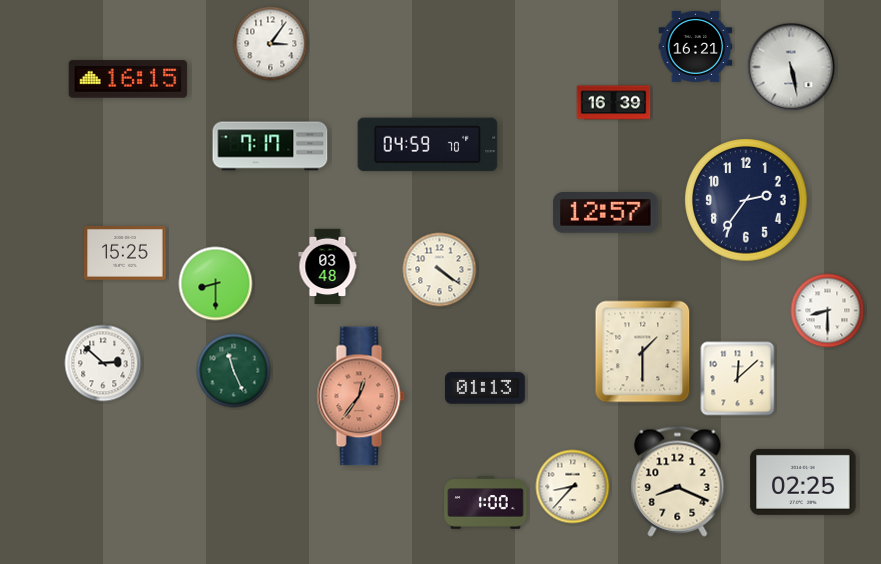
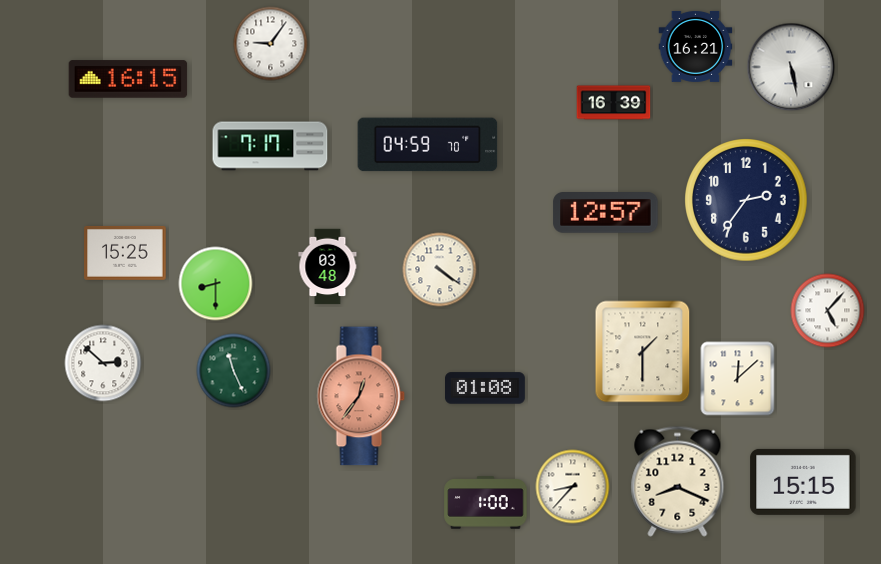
clock at (271, 44): 3:06 -> 9:06
clock at (828, 311): 8:30 -> 5:07
clock at (486, 388): 01:13 -> 01:08
clock at (803, 482): 02:25 -> 15:15
